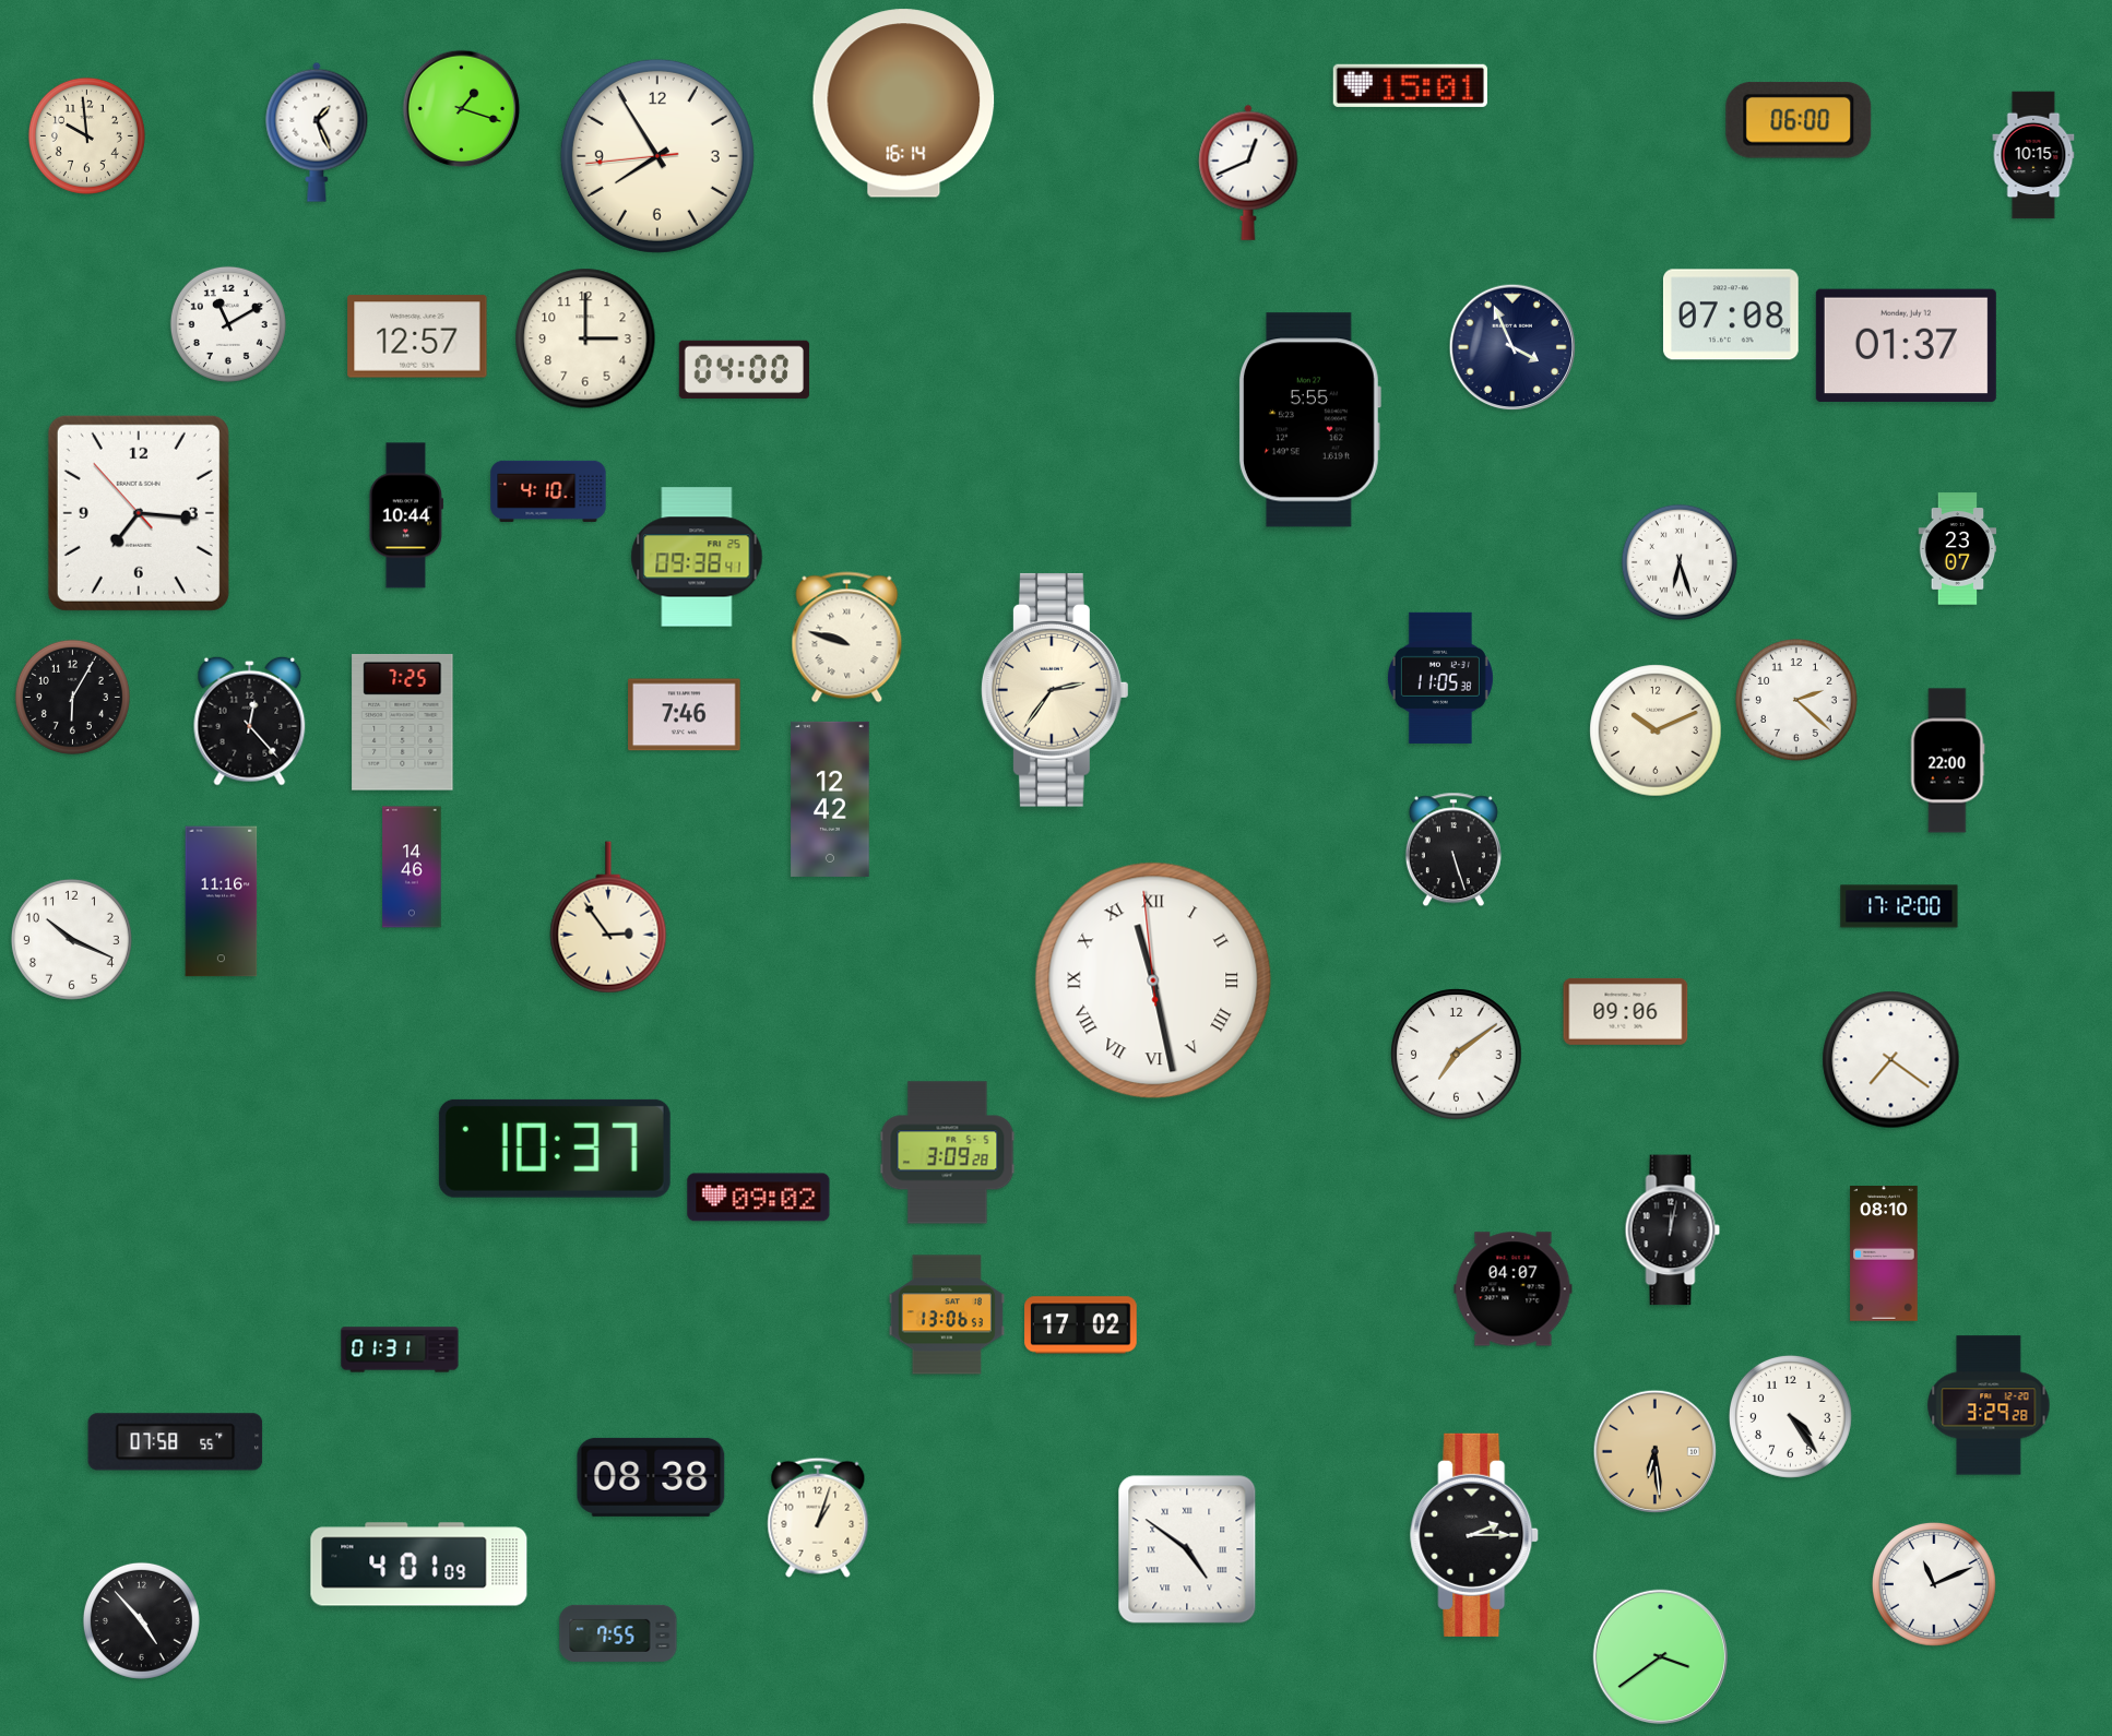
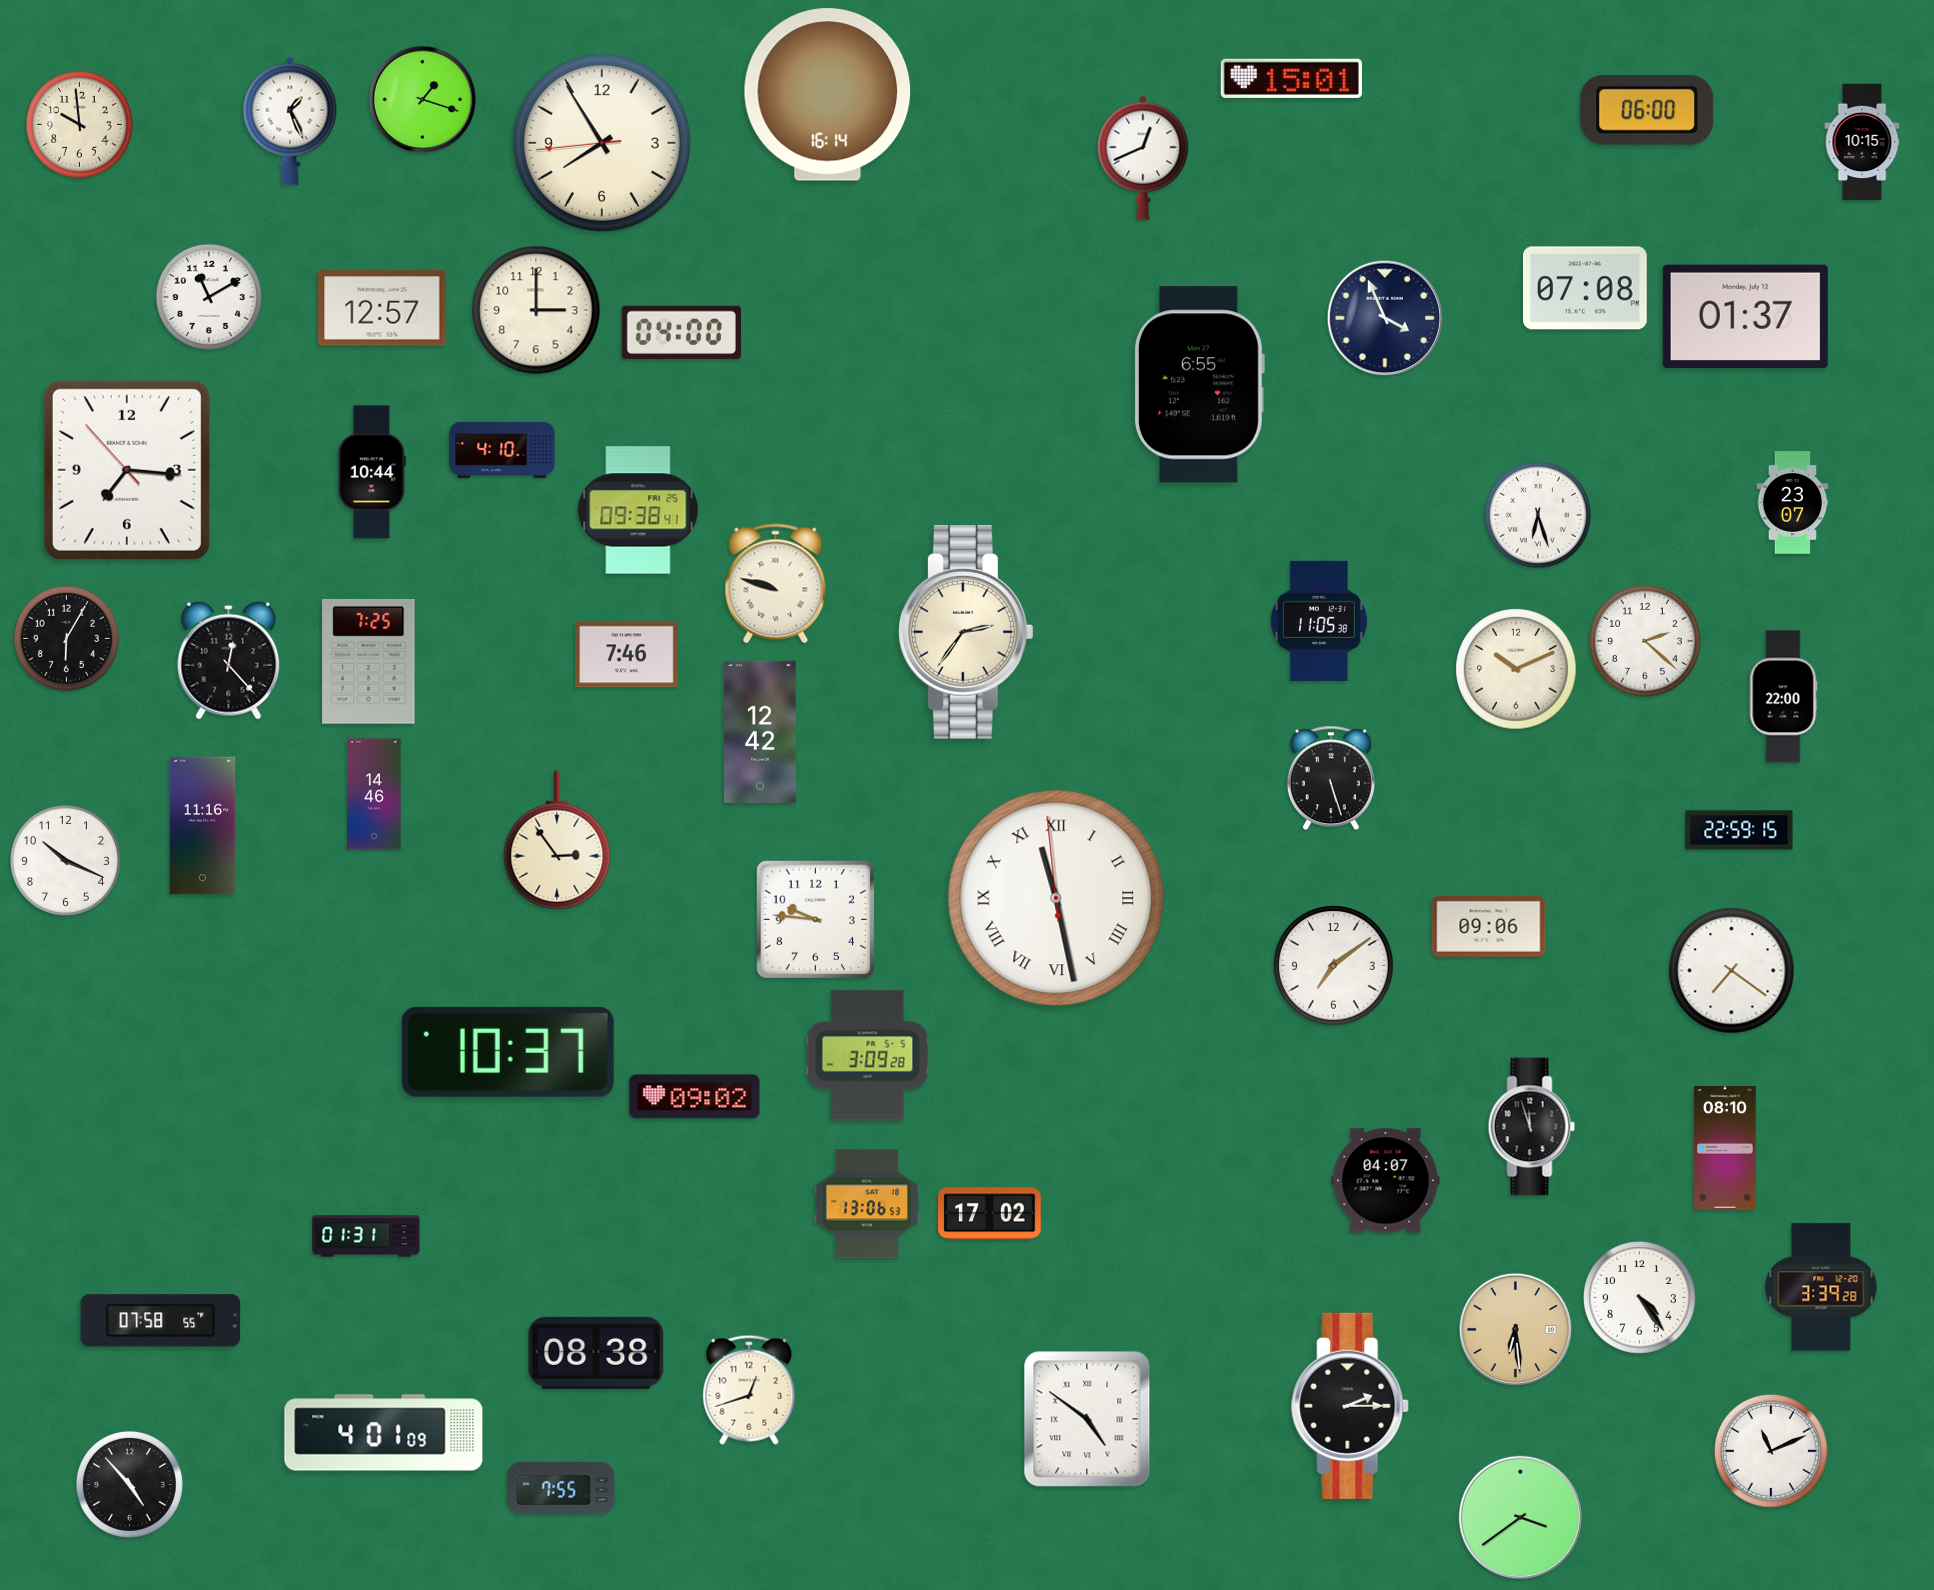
clock at (744, 369) position: (744, 369) -> (681, 332)
clock at (1309, 420): 5:55 -> 6:55
clock at (412, 867) position: (412, 867) -> (374, 794)
clock at (1899, 906): 17:12 -> 22:59
clock at (815, 919): none -> 9:46
clock at (1673, 1230): 12:02 -> 11:57
clock at (1989, 1405): 3:29 -> 3:39
clock at (818, 1518): 1:03 -> 12:42
clock at (618, 1633) position: (618, 1633) -> (561, 1488)
